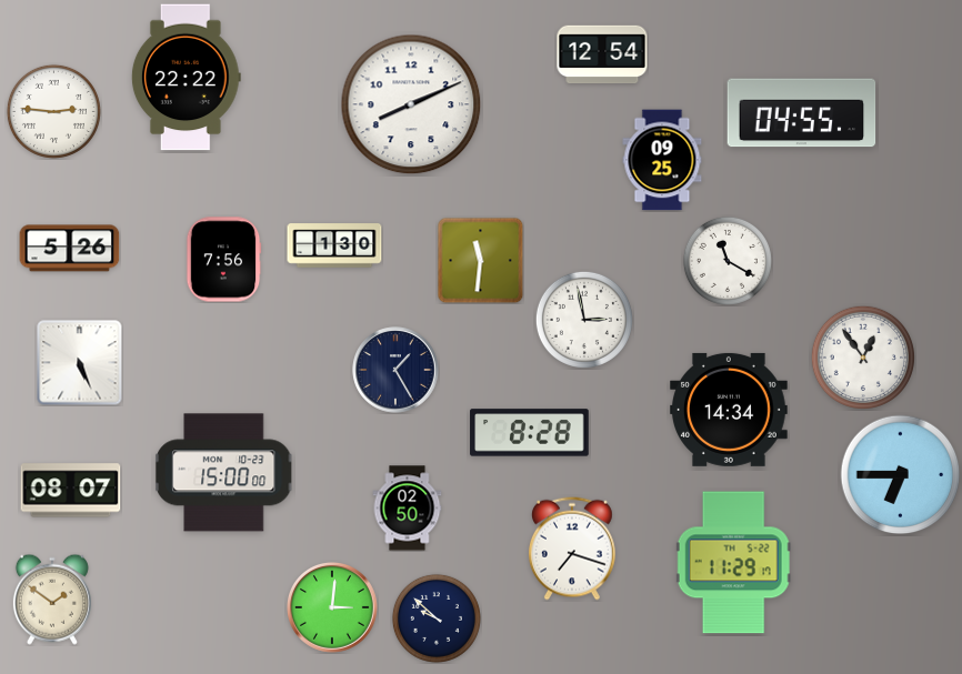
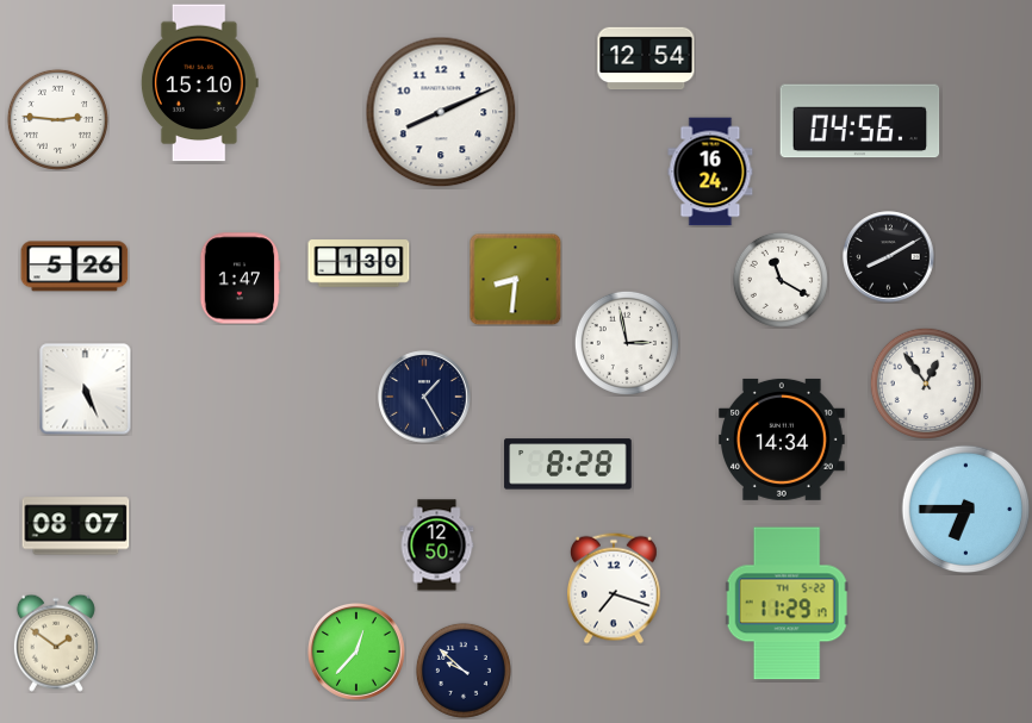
clock at (186, 78): 22:22 -> 15:10
clock at (802, 113): 04:55 -> 04:56
clock at (662, 160): 09:25 -> 16:24
clock at (889, 257): none -> 8:10
clock at (223, 260): 7:56 -> 1:47
clock at (480, 260): 11:31 -> 8:31
clock at (223, 473): 15:00 -> none
clock at (408, 509): 02:50 -> 12:50
clock at (333, 608): 3:01 -> 12:37
clock at (437, 618) position: (437, 618) -> (464, 671)
